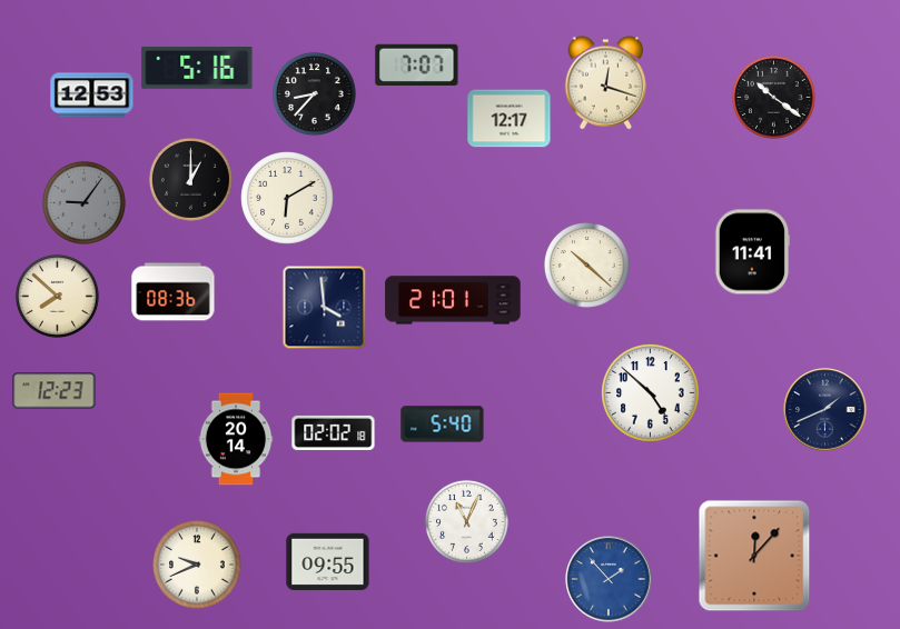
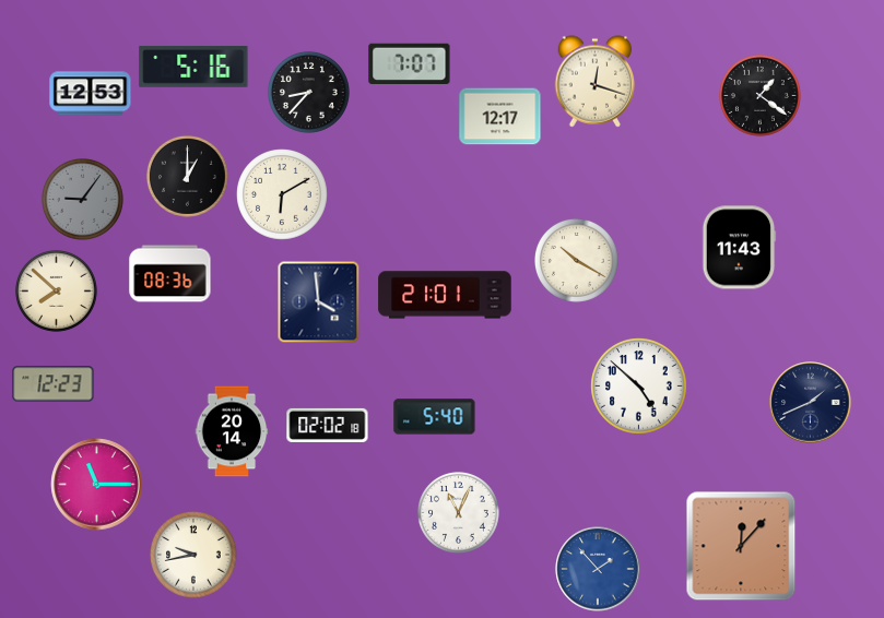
clock at (773, 97): 10:21 -> 1:21
clock at (752, 252): 11:41 -> 11:43
clock at (586, 264): 10:22 -> 10:20
clock at (174, 292) position: (174, 292) -> (170, 274)
clock at (97, 485): none -> 11:15
clock at (328, 561): 09:55 -> none
clock at (198, 566): 9:41 -> 9:43
